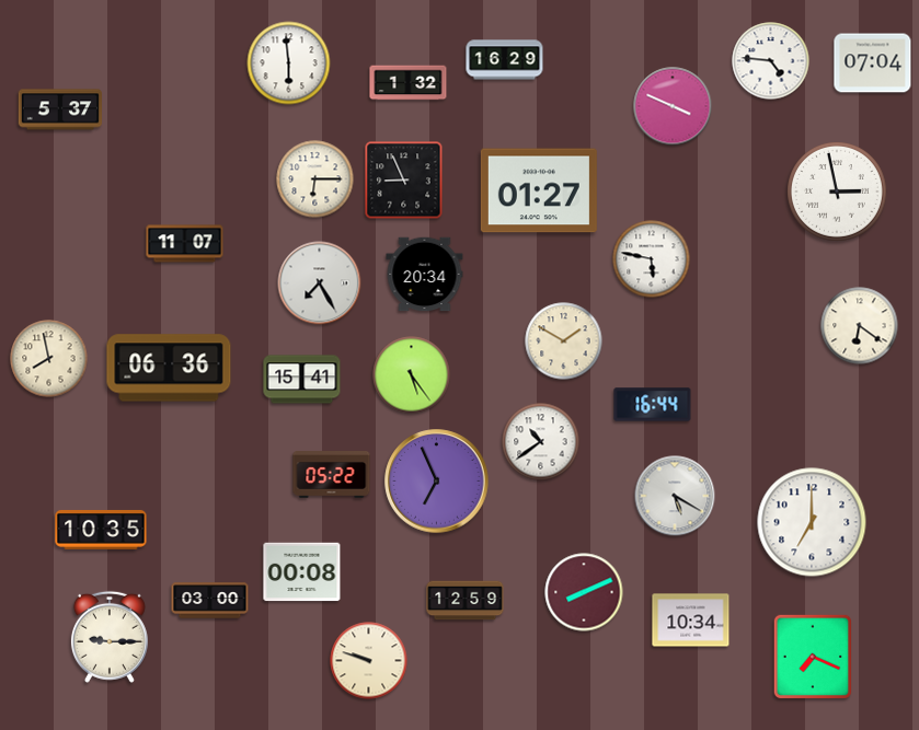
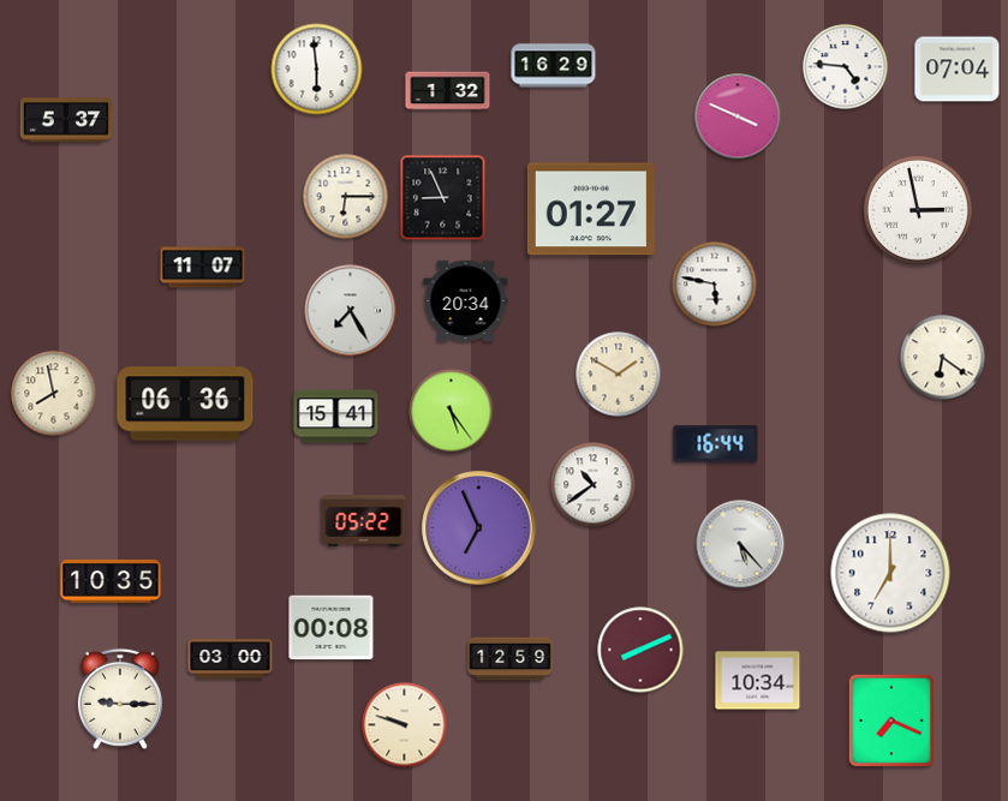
clock at (302, 380) position: (302, 380) -> (336, 417)
clock at (675, 496): 5:20 -> 5:23
